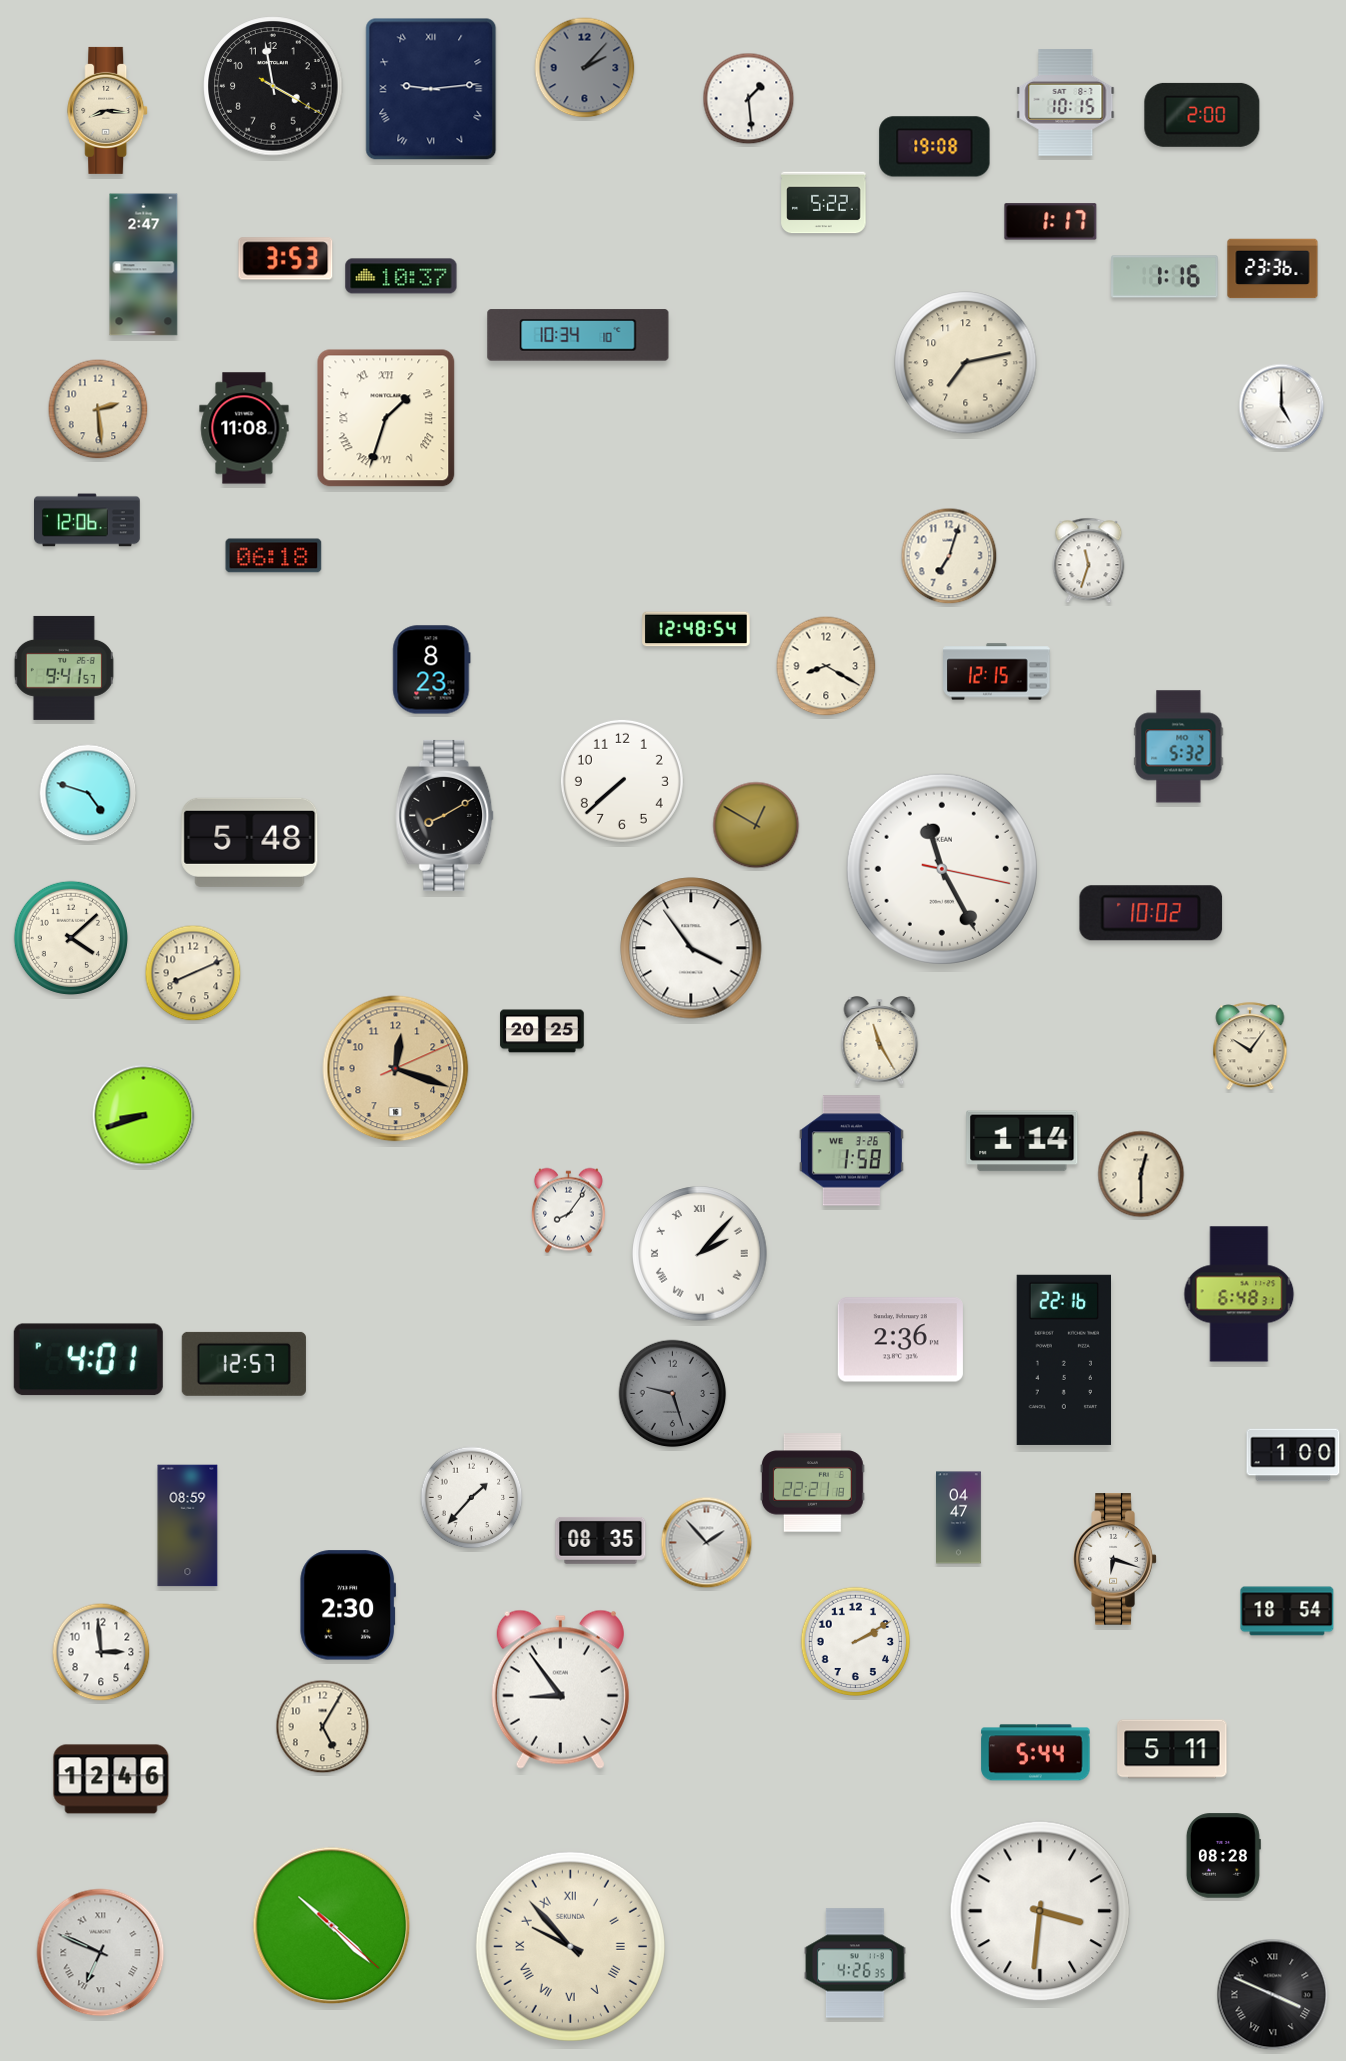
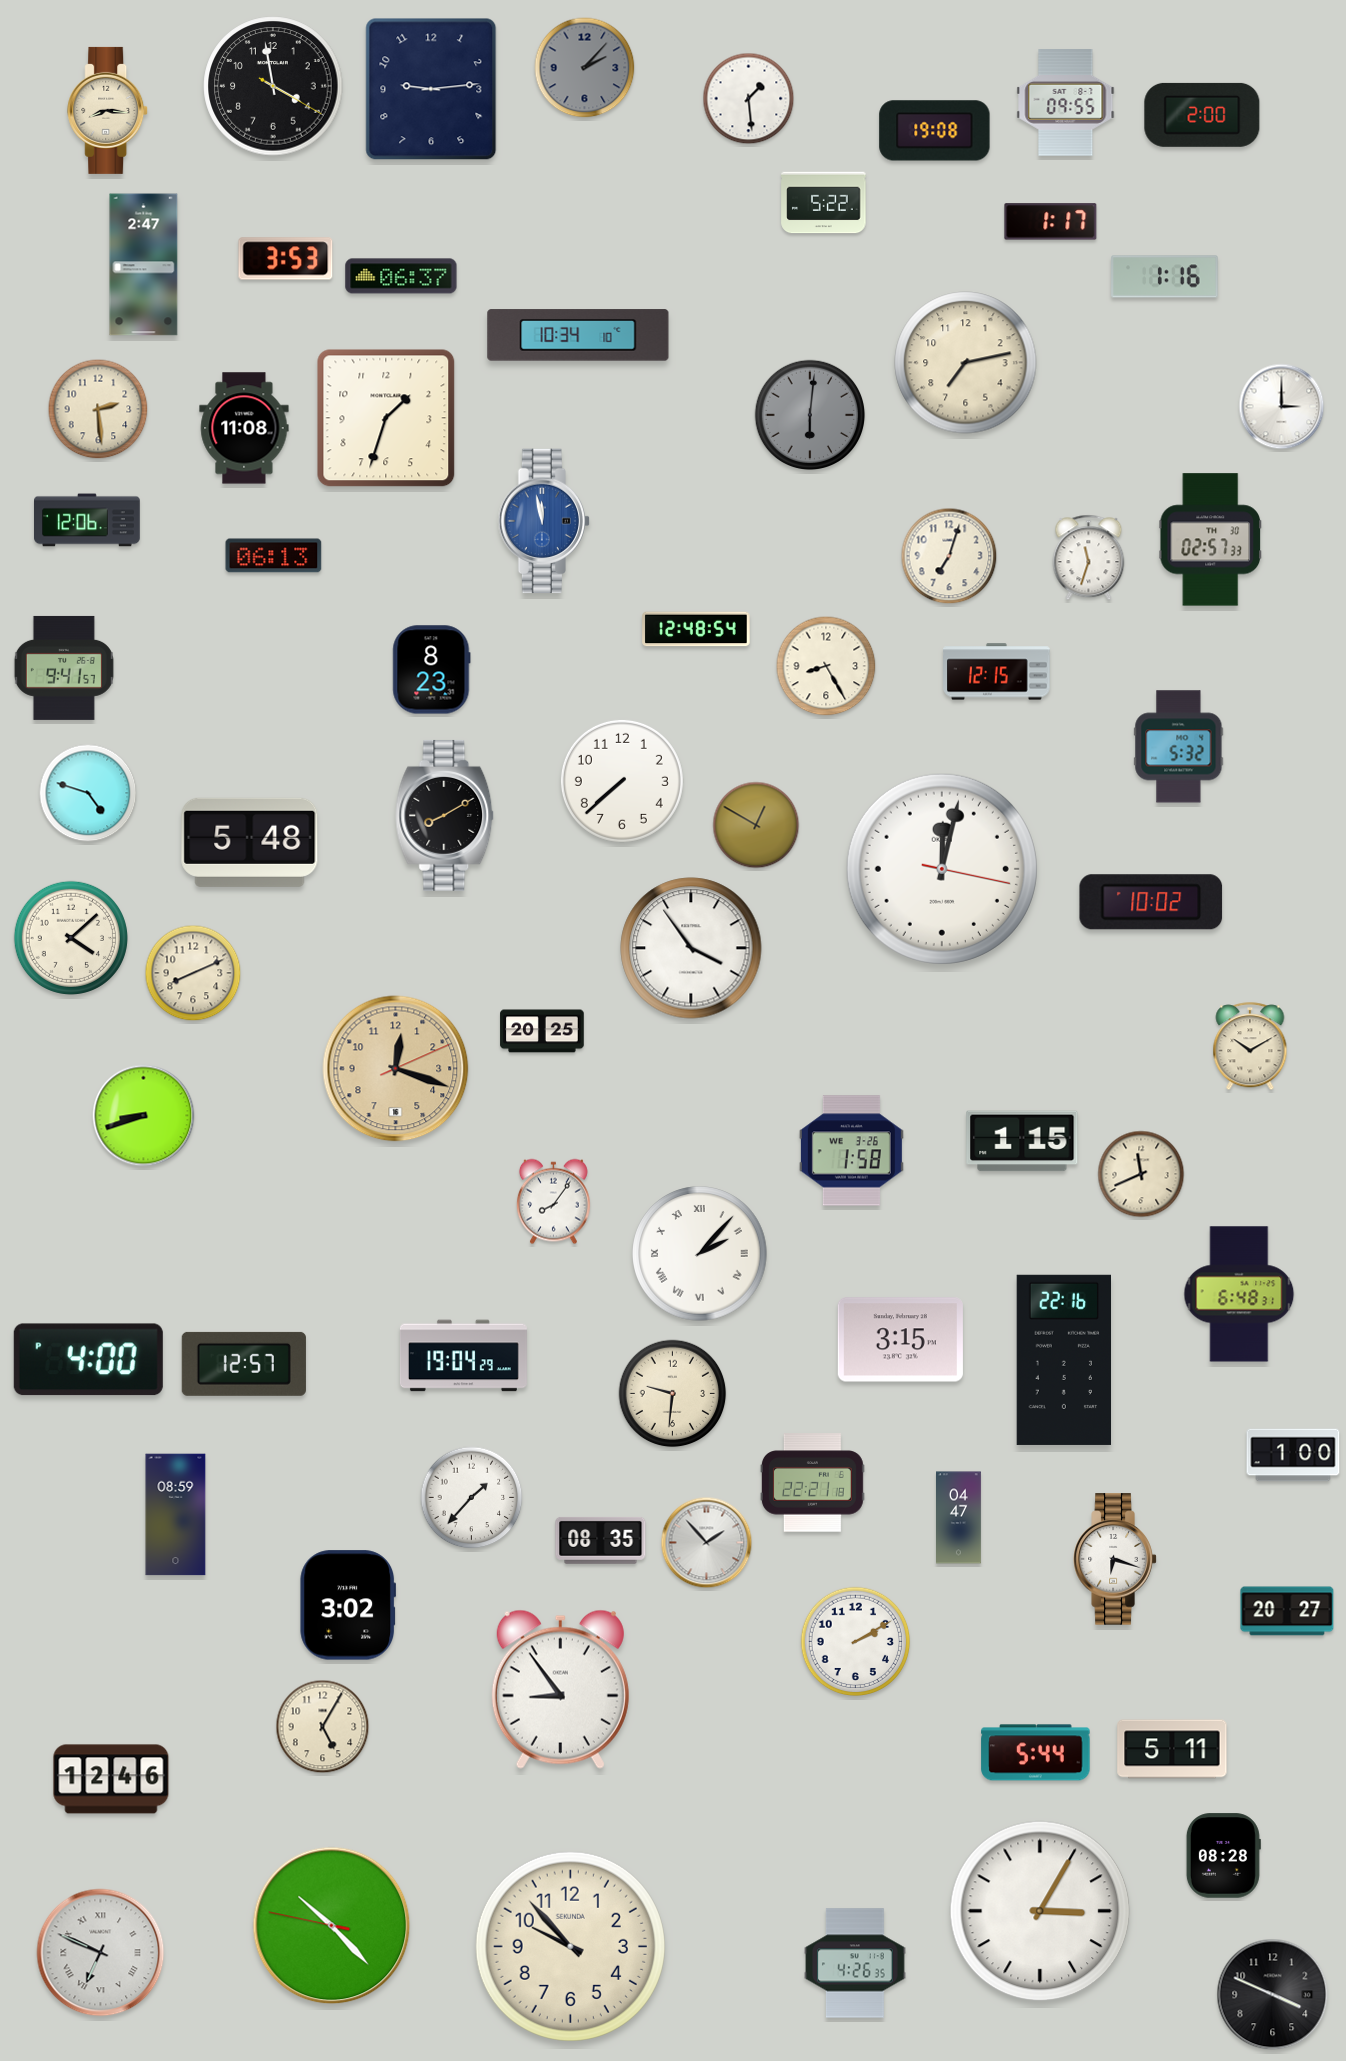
clock at (431, 89) numerals: Roman -> Arabic
clock at (1066, 103): 10:15 -> 09:55
clock at (935, 147) position: (935, 147) -> (935, 131)
clock at (1273, 269): 23:36 -> none
clock at (401, 276): 10:37 -> 06:37
clock at (1282, 407): 5:00 -> 3:00
clock at (810, 415): none -> 6:01
clock at (386, 418) numerals: Roman -> Arabic
clock at (544, 521): none -> 11:58
clock at (1210, 540): none -> 02:57
clock at (274, 556): 06:18 -> 06:13
clock at (1089, 561) position: (1089, 561) -> (1089, 558)
clock at (826, 666): 8:20 -> 8:25
clock at (942, 869): 11:25 -> 12:02
clock at (1151, 913) position: (1151, 913) -> (1151, 902)
clock at (880, 1041): 11:25 -> none
clock at (1250, 1047): 10:06 -> 10:10
clock at (1022, 1141): 1:14 -> 1:15
clock at (1141, 1174): 12:30 -> 11:41
clock at (568, 1211) position: (568, 1211) -> (553, 1202)
clock at (900, 1340): 2:36 -> 3:15
clock at (463, 1356): none -> 19:04
clock at (88, 1360): 4:01 -> 4:00
clock at (673, 1394): 9:27 -> 9:31
clock at (673, 1394) dial: grey -> cream
clock at (188, 1526) position: (188, 1526) -> (176, 1515)
clock at (347, 1605): 2:30 -> 3:02
clock at (1287, 1611): 18:54 -> 20:27
clock at (101, 1652): 2:59 -> none
clock at (1040, 1911): 3:31 -> 3:05
clock at (332, 1926): 10:22:22 -> 10:22:47
clock at (570, 1946) numerals: Roman -> Arabic
clock at (1273, 1995) numerals: Roman -> Arabic
